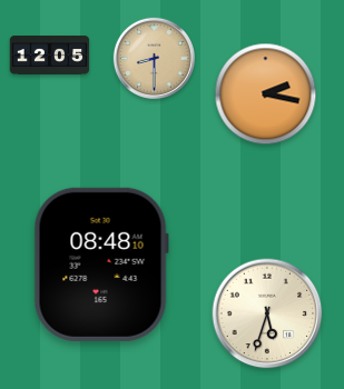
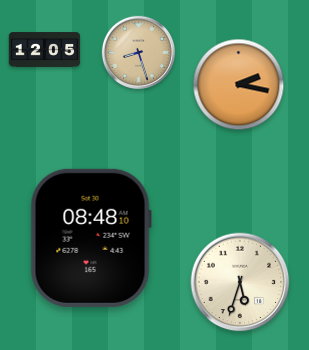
clock at (154, 58): 8:30 -> 8:27
